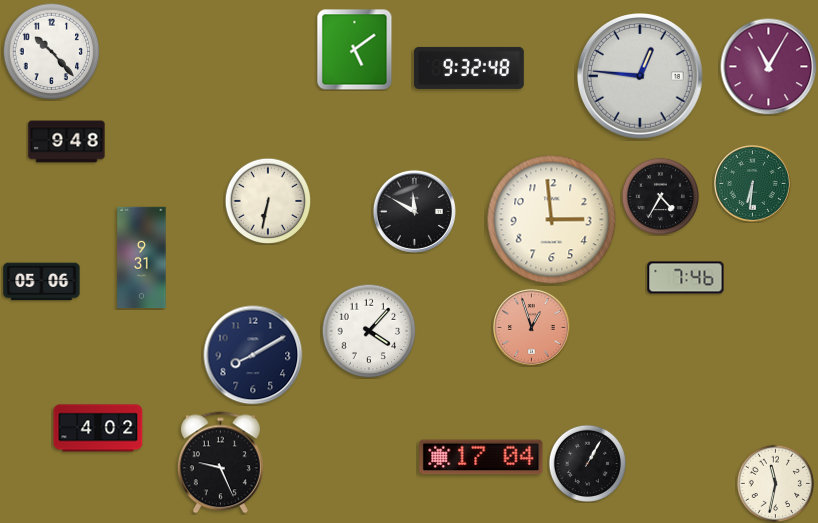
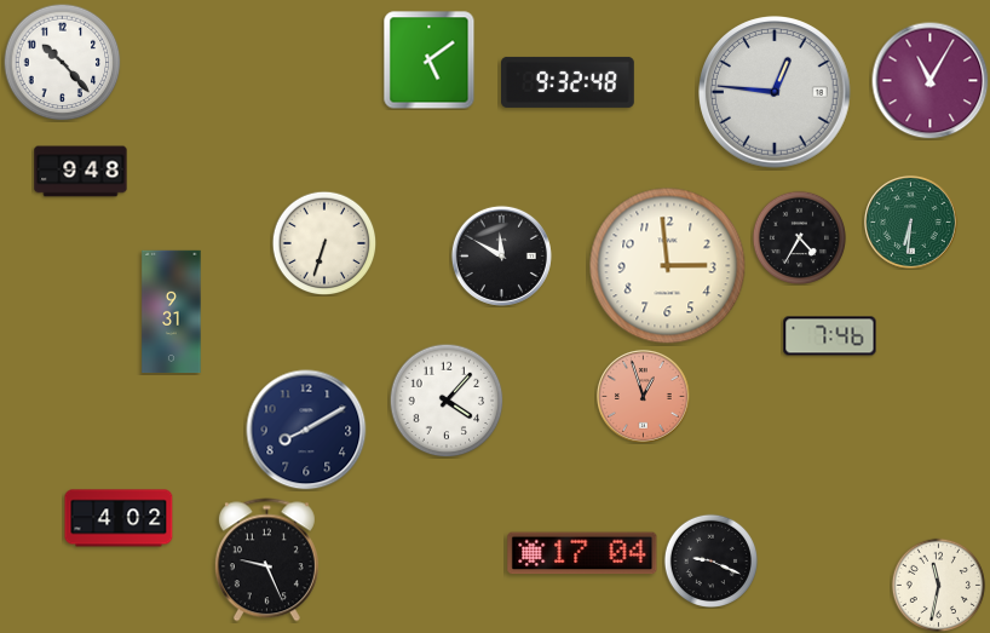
clock at (268, 201): 6:32 -> 6:33
clock at (42, 282): 05:06 -> none
clock at (587, 463): 1:05 -> 9:19
